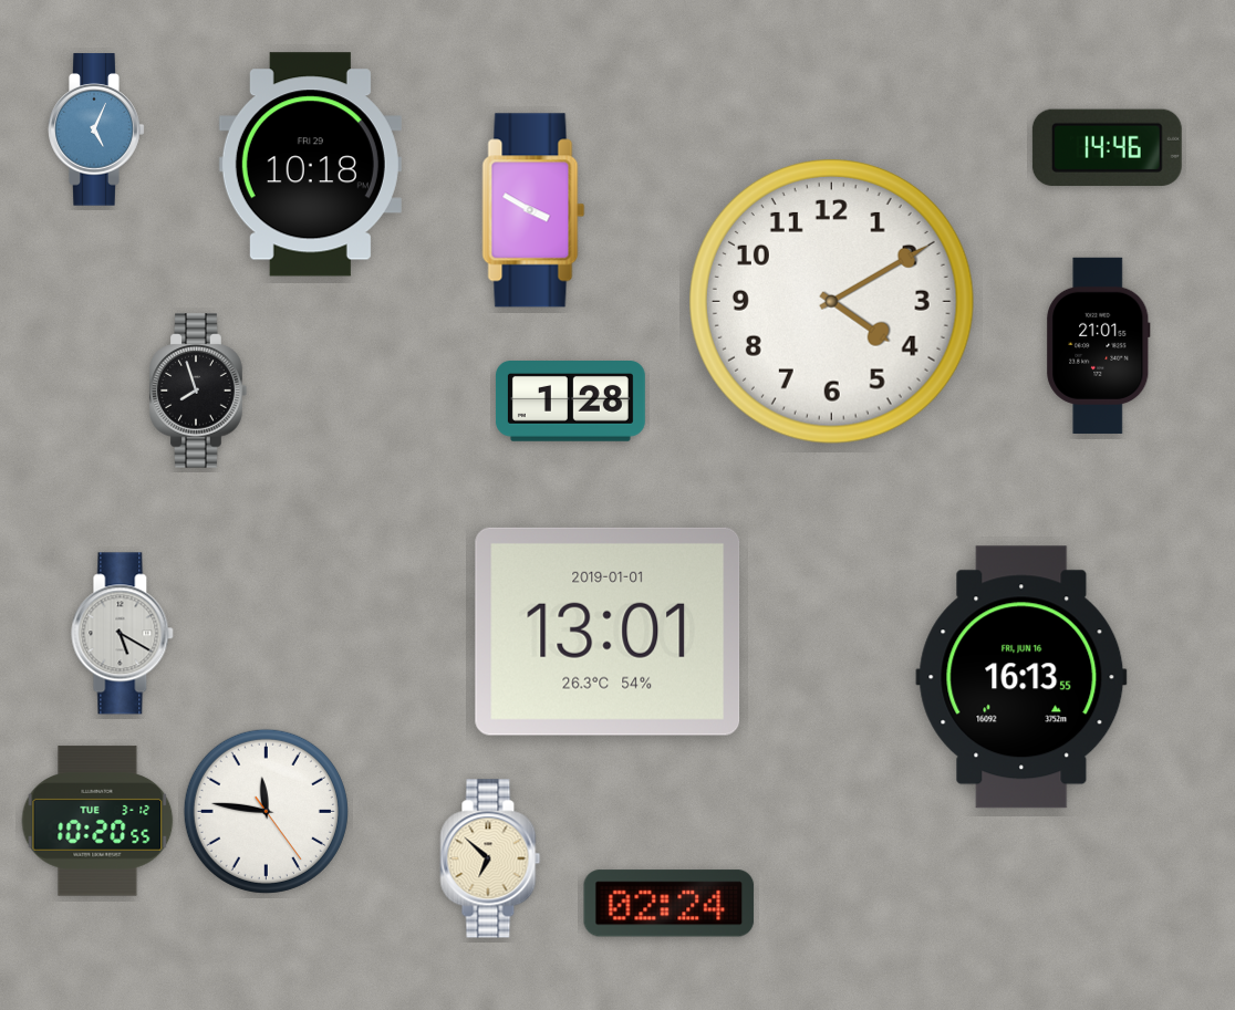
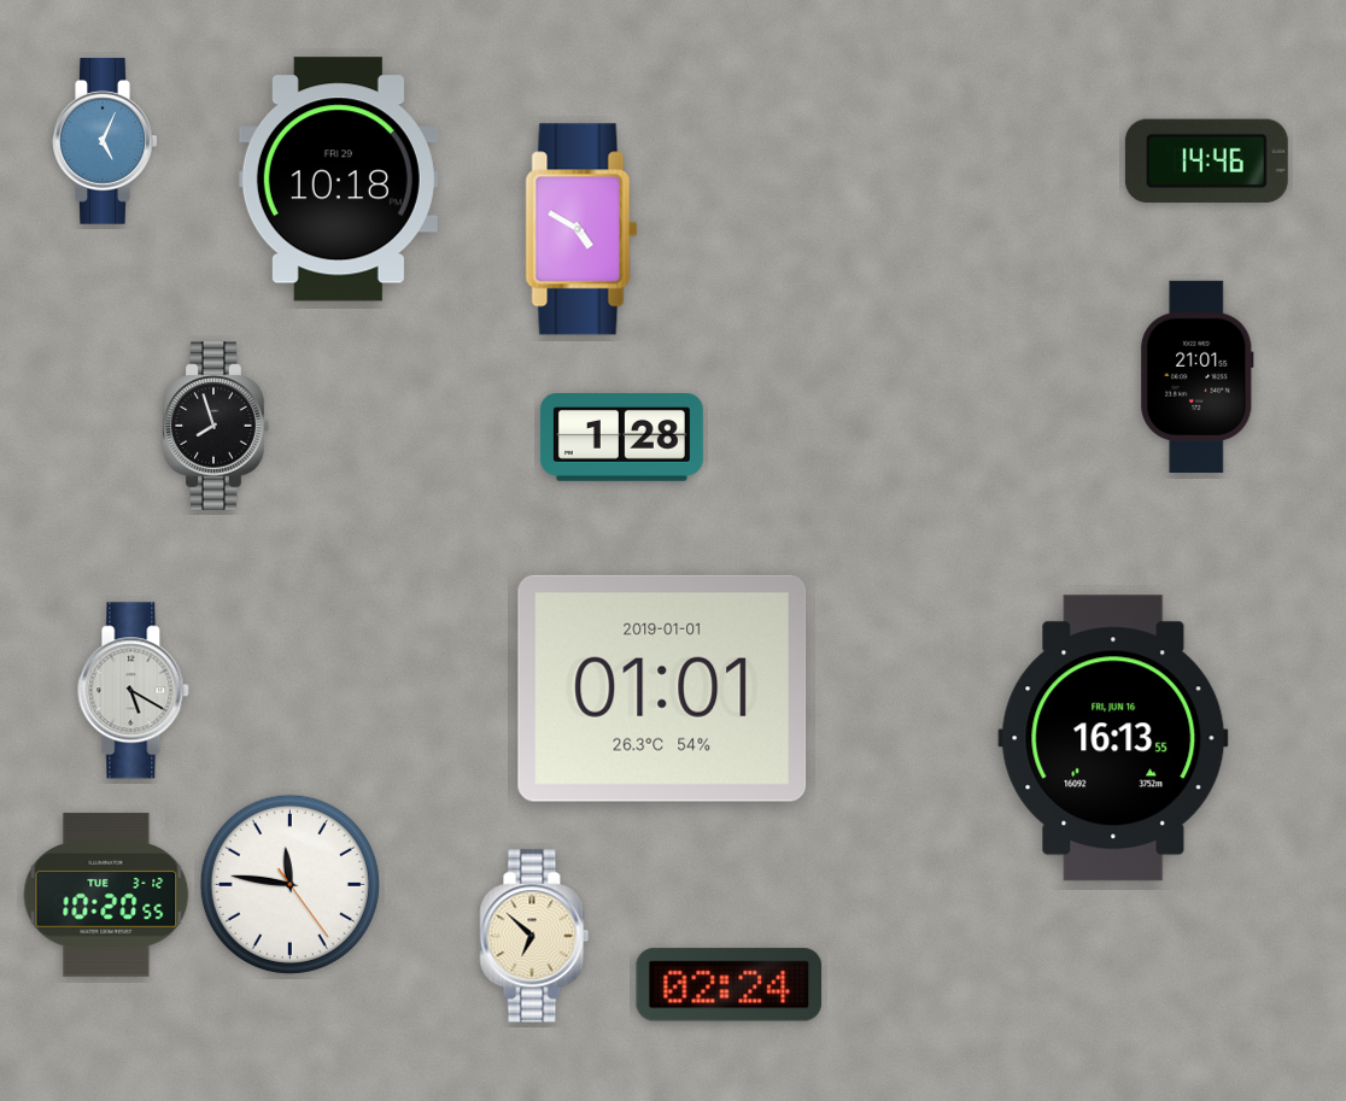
clock at (533, 210): 3:50 -> 4:50
clock at (831, 301): 4:10 -> none
clock at (608, 632): 13:01 -> 01:01
